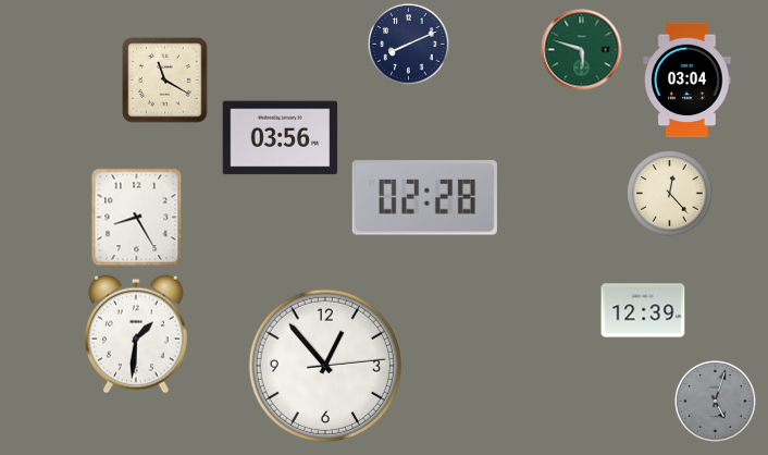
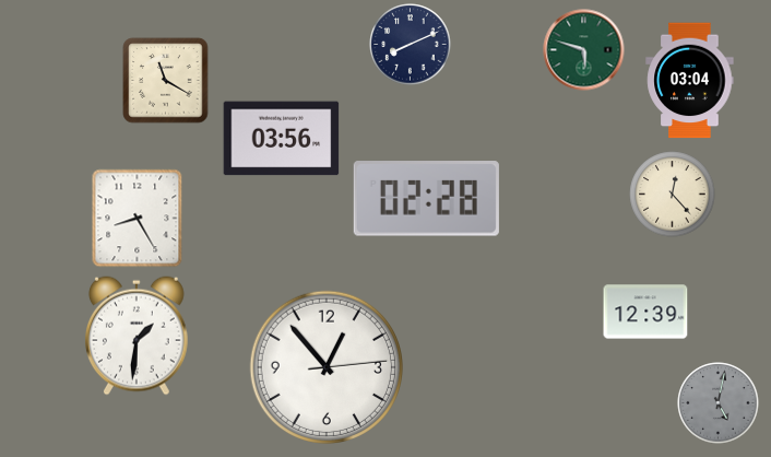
clock at (716, 402): 5:03 -> 5:02
